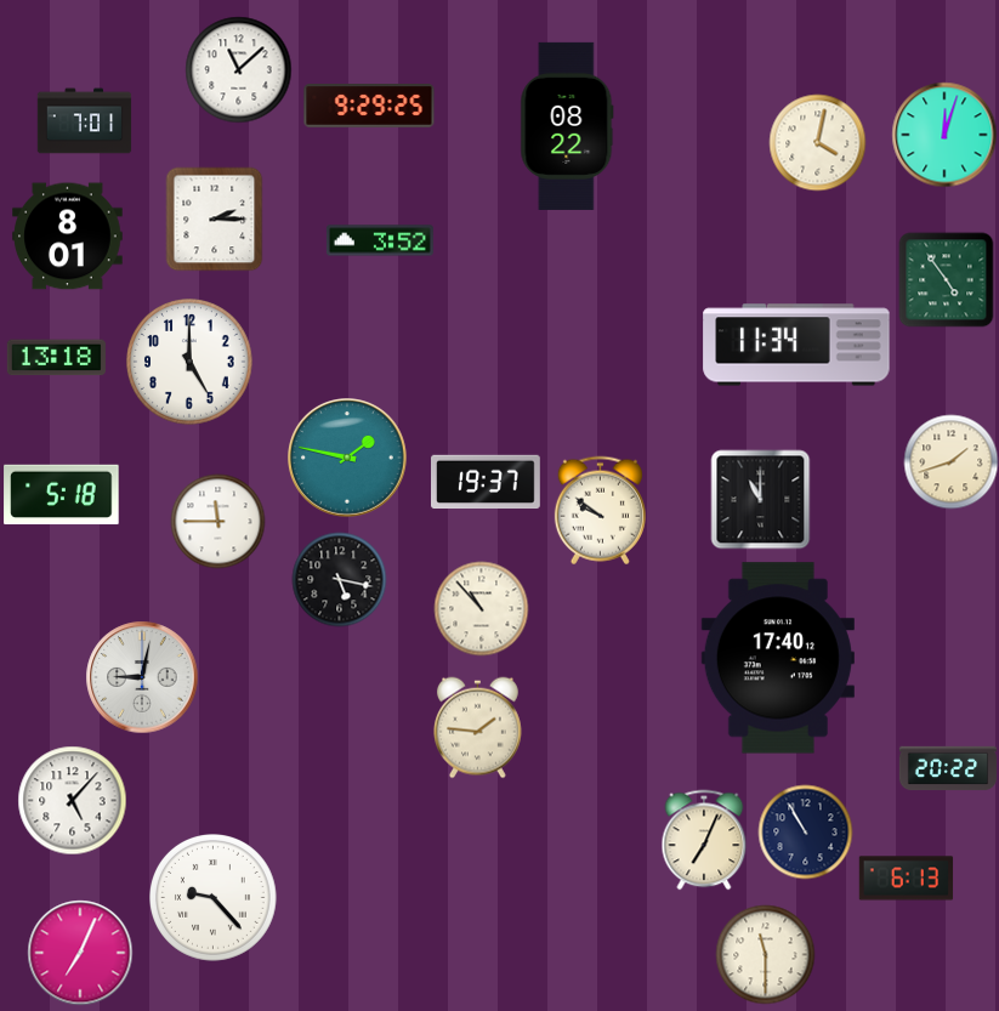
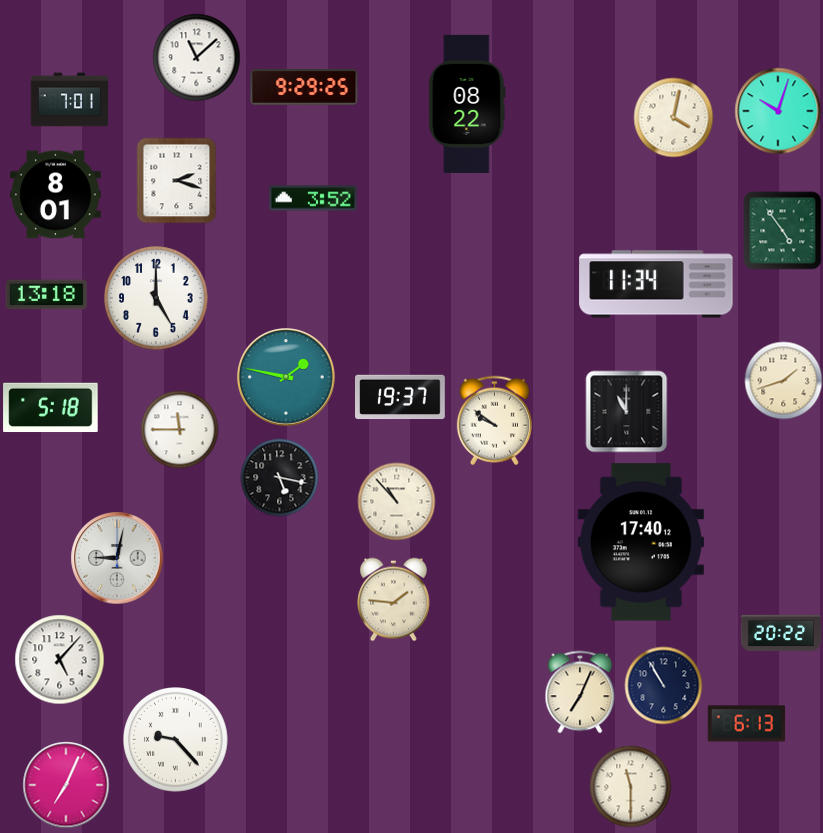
clock at (944, 135): 12:03 -> 10:03
clock at (215, 218): 2:15 -> 2:18
clock at (946, 279) position: (946, 279) -> (782, 230)
